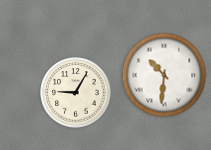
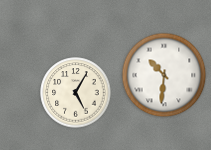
clock at (76, 93): 9:05 -> 5:05
